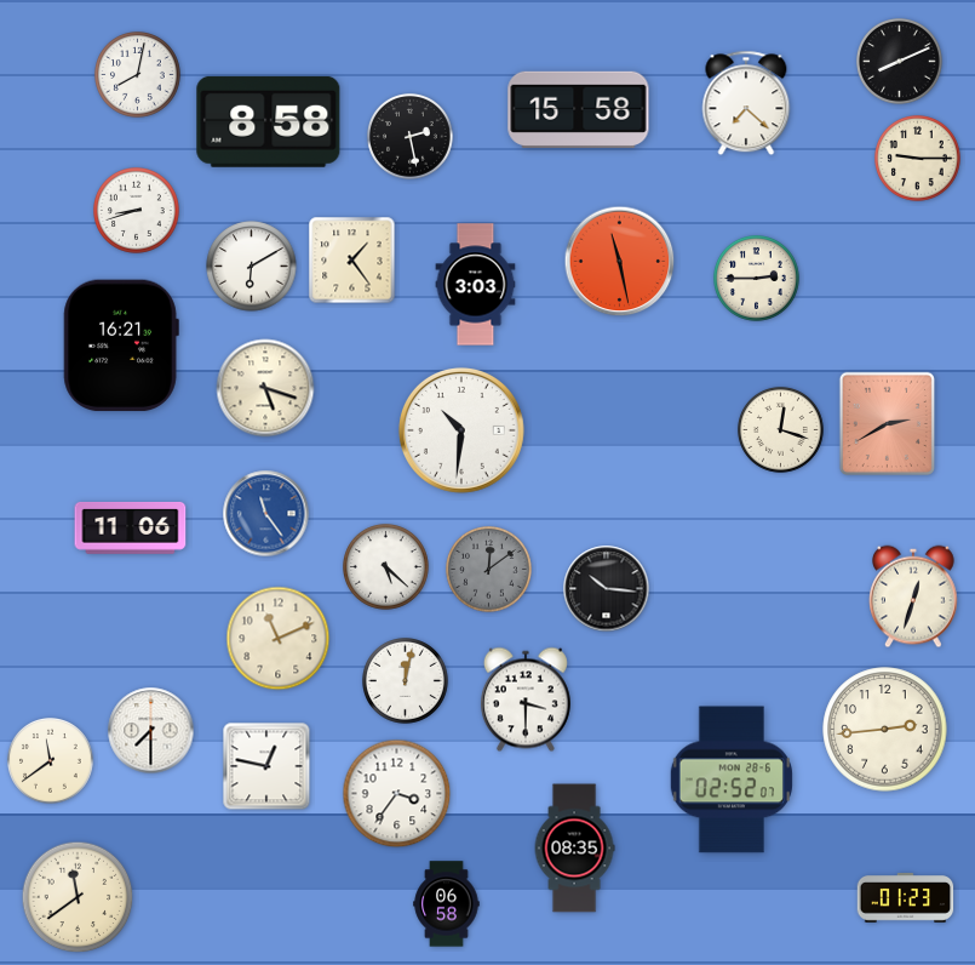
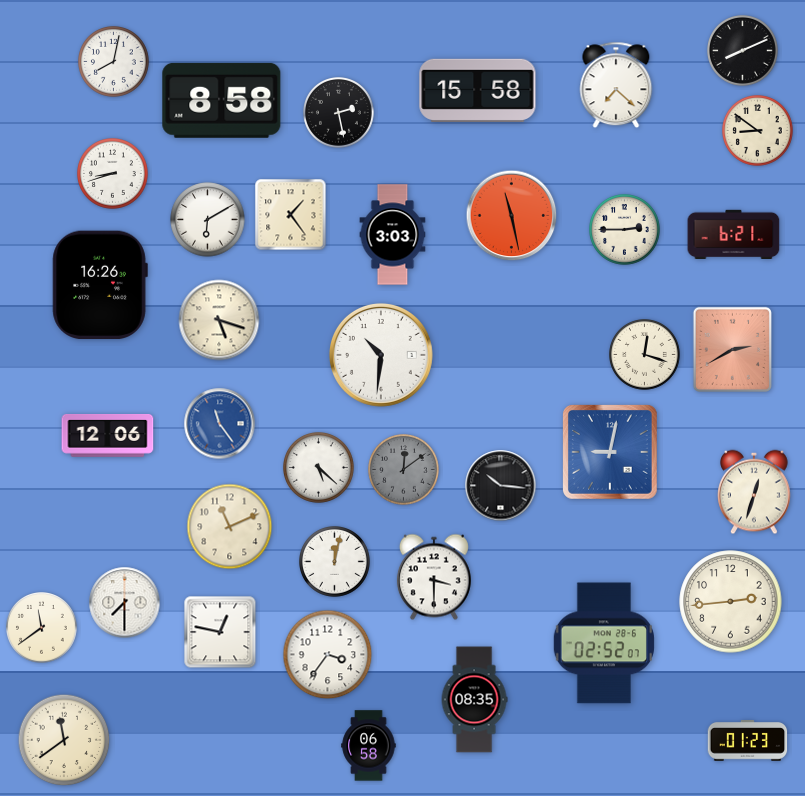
clock at (918, 159): 9:15 -> 8:51
clock at (734, 235): none -> 6:21
clock at (121, 346): 16:21 -> 16:26
clock at (131, 527): 11:06 -> 12:06
clock at (611, 453): none -> 9:02
